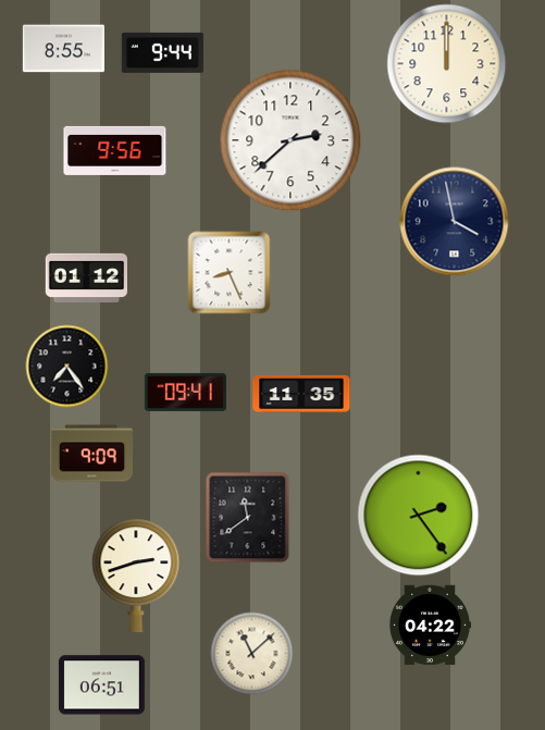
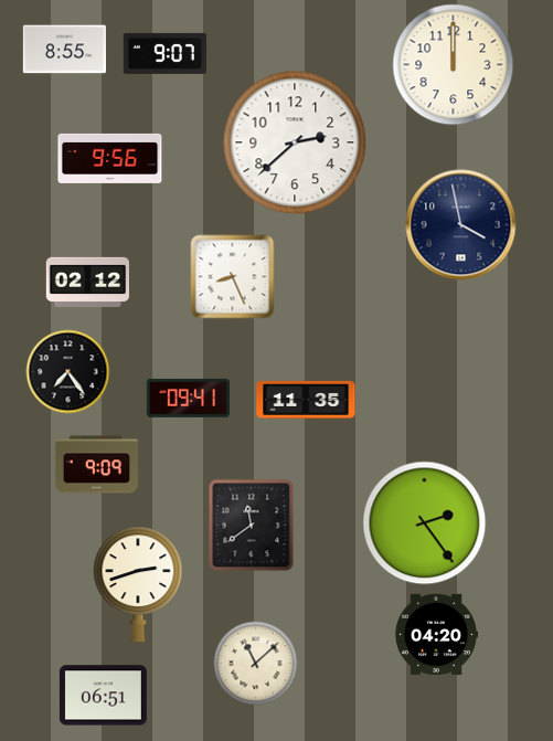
clock at (162, 52): 9:44 -> 9:07
clock at (115, 150) position: (115, 150) -> (110, 158)
clock at (86, 277): 01:12 -> 02:12
clock at (92, 454) position: (92, 454) -> (97, 465)
clock at (429, 626): 04:22 -> 04:20
